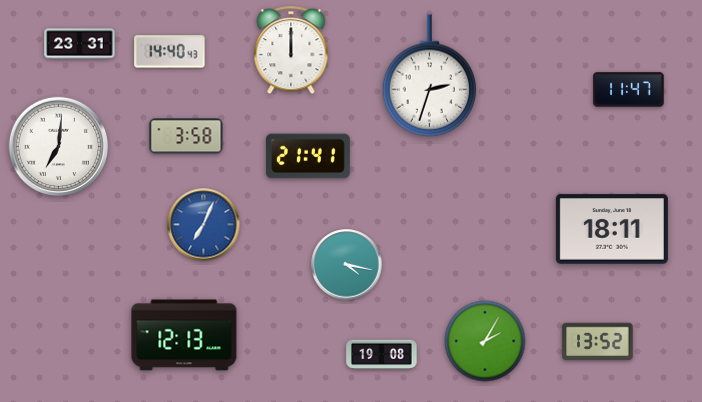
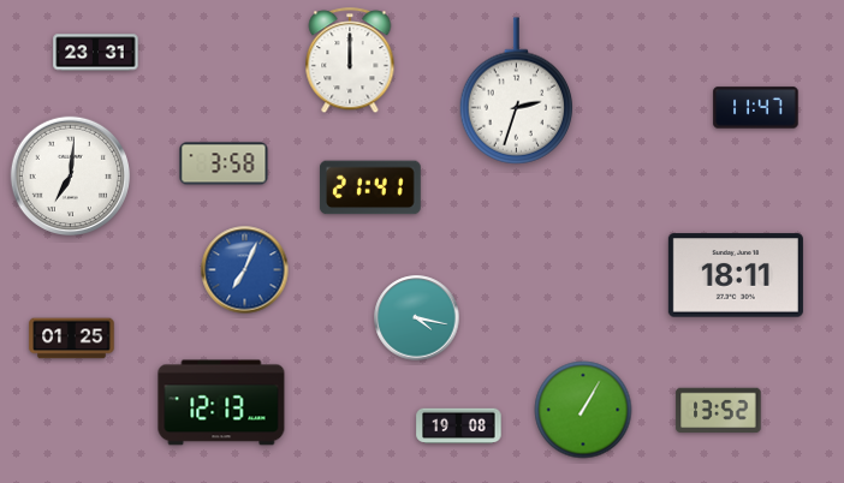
clock at (170, 52): 14:40 -> none
clock at (72, 339): none -> 01:25
clock at (485, 341): 2:05 -> 1:05
